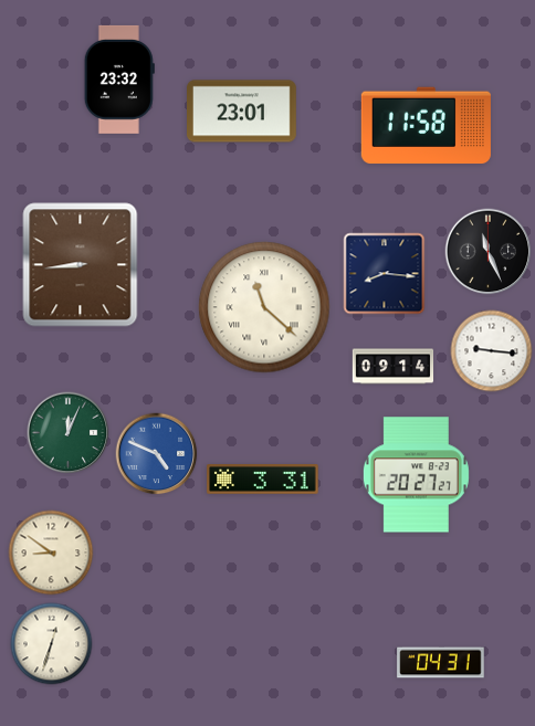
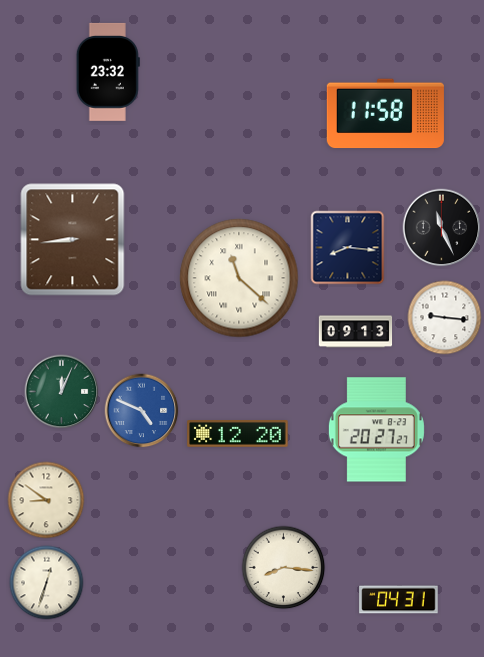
clock at (242, 112): 23:01 -> none
clock at (394, 367): 09:14 -> 09:13
clock at (263, 480): 3:31 -> 12:20
clock at (284, 568): none -> 8:16
